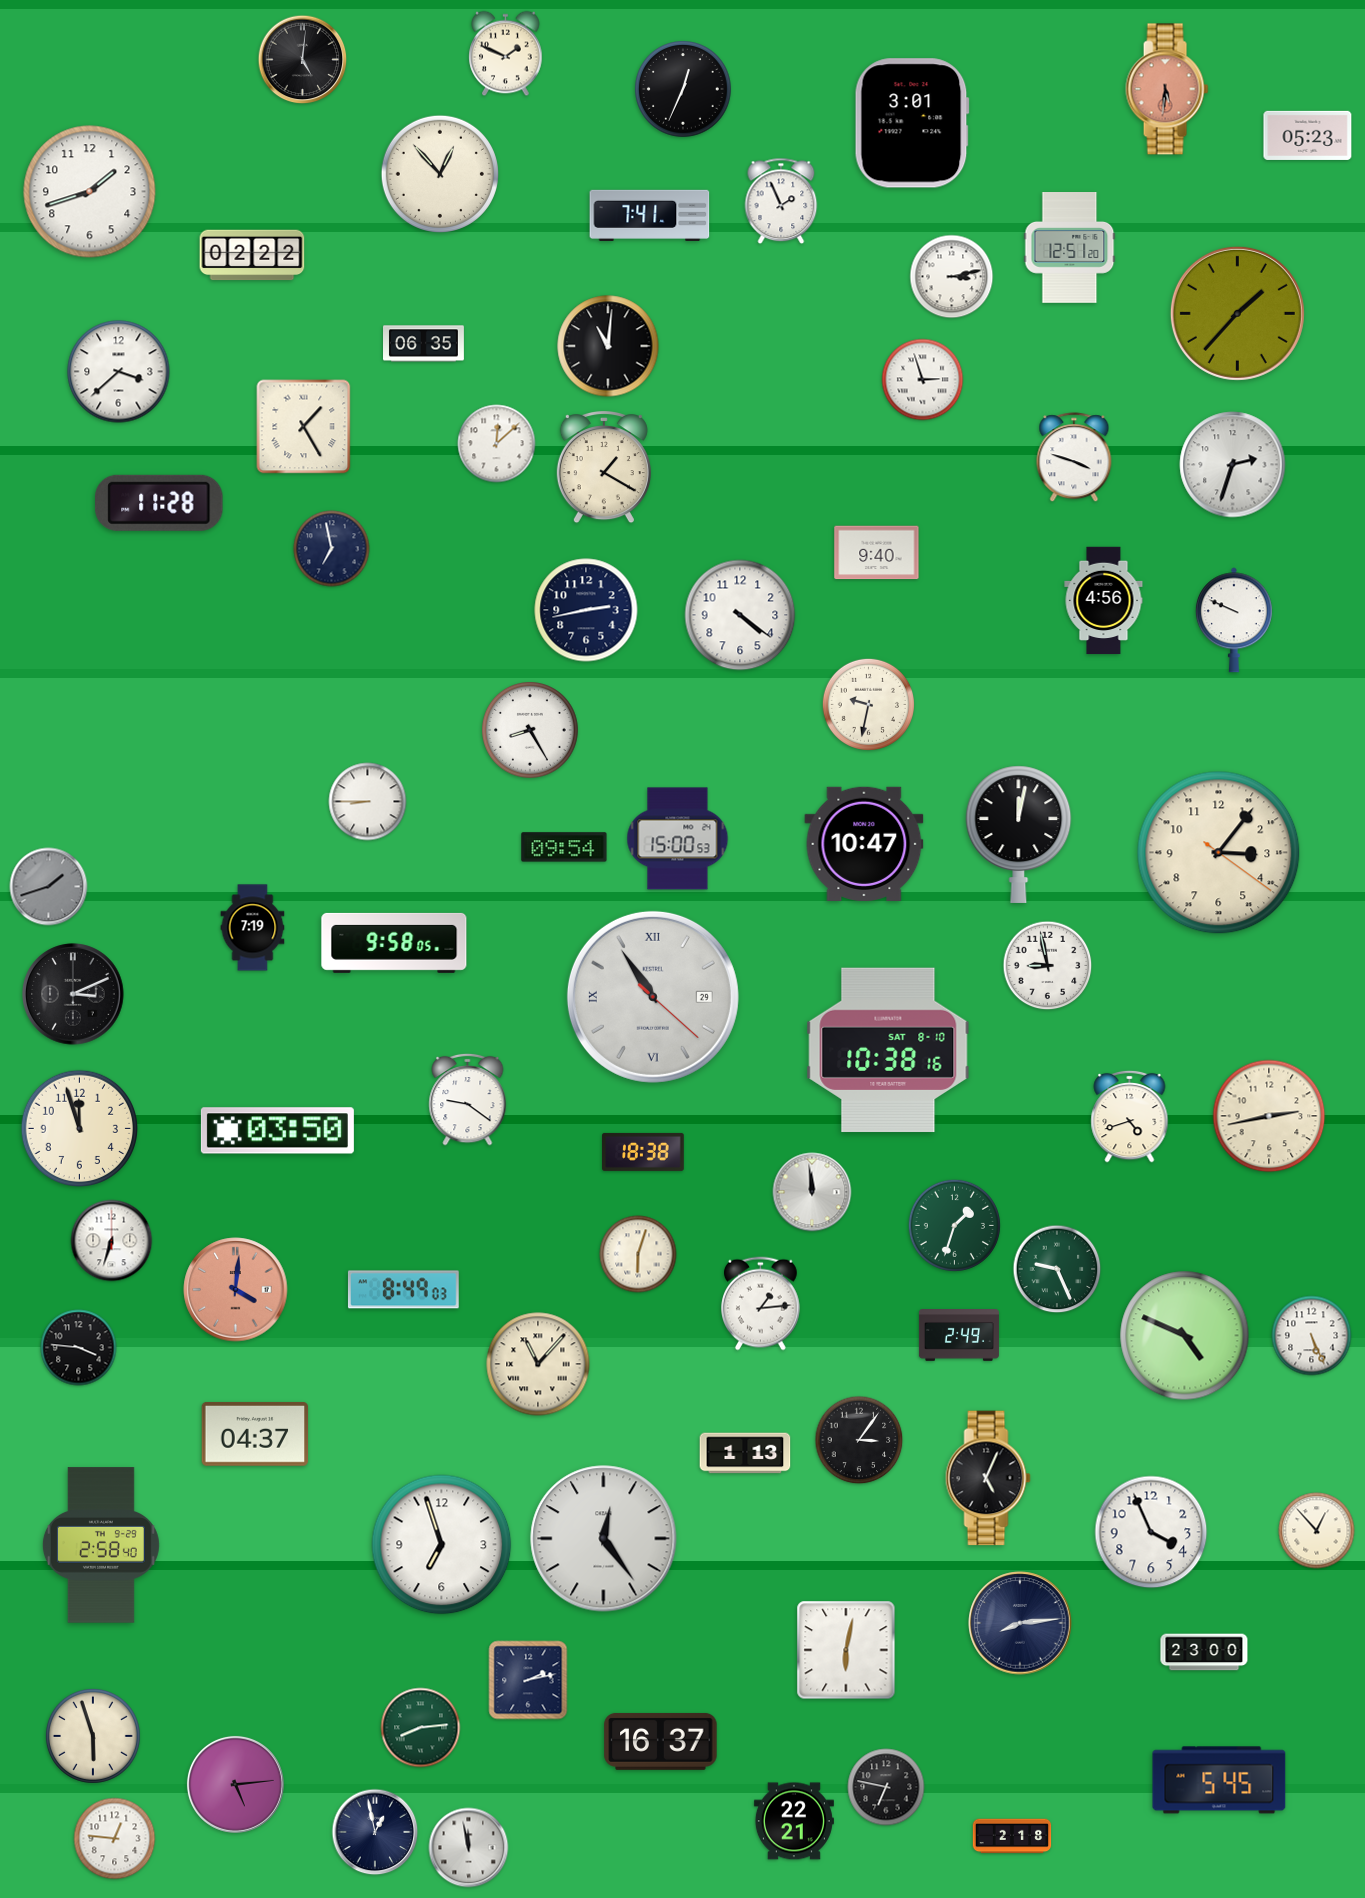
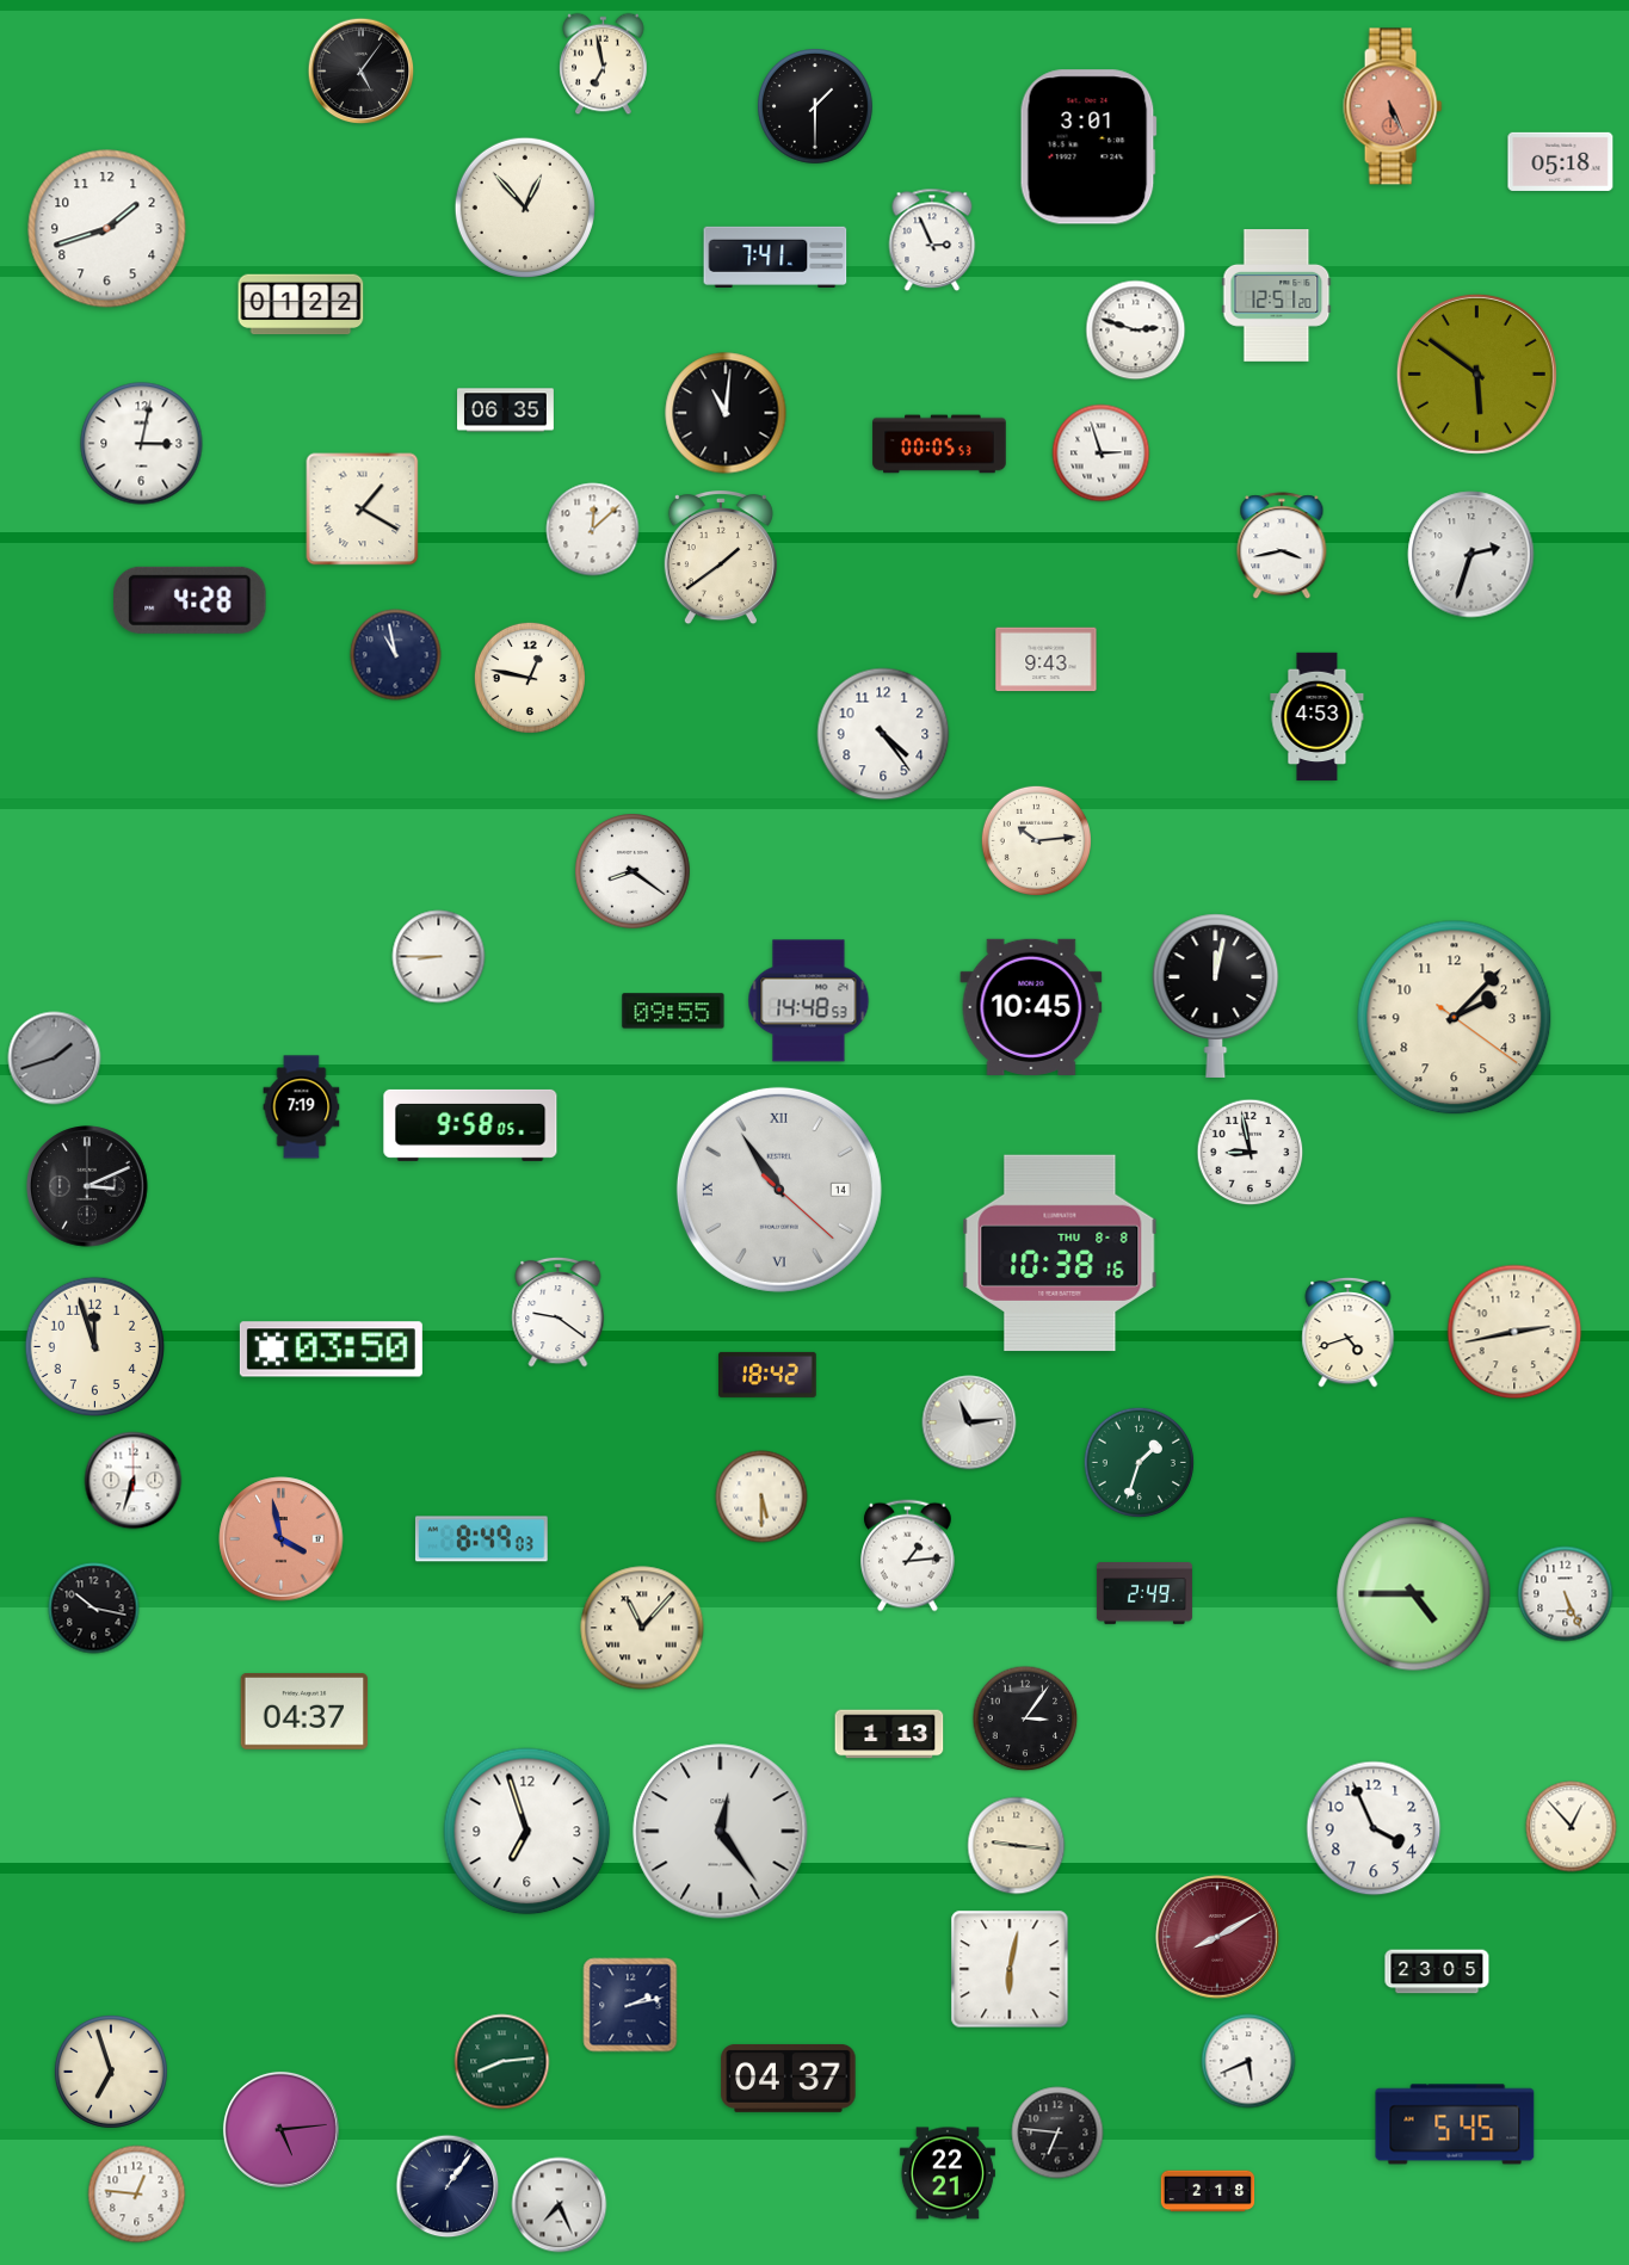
clock at (506, 54): 1:49 -> 6:58
clock at (303, 60): 5:01 -> 5:06
clock at (1167, 89): 5:31 -> 5:26
clock at (684, 90): 12:34 -> 1:30
clock at (1308, 135): 05:23 -> 05:18
clock at (781, 201): 1:56 -> 2:56
clock at (252, 255): 02:22 -> 01:22
clock at (952, 277): 3:13 -> 2:48
clock at (1237, 313): 1:37 -> 5:51
clock at (119, 372): 3:38 -> 3:02
clock at (939, 444): none -> 00:05
clock at (304, 427): 1:25 -> 1:20
clock at (1074, 458): 3:48 -> 3:43
clock at (604, 468): 1:20 -> 1:39
clock at (159, 503): 11:28 -> 4:28
clock at (332, 549): 6:58 -> 10:58
clock at (877, 553): 9:40 -> 9:43
clock at (530, 678): none -> 12:47
clock at (1104, 601): 4:56 -> 4:53
clock at (586, 610): 2:43 -> none
clock at (740, 615): 4:21 -> 4:24
clock at (1234, 620): 9:49 -> none
clock at (868, 704): 9:32 -> 10:14
clock at (531, 731): 8:25 -> 8:21
clock at (678, 839): 15:00 -> 14:48
clock at (864, 844): 10:47 -> 10:45
clock at (564, 847): 09:54 -> 09:55
clock at (1219, 853): 3:06 -> 2:07
clock at (49, 887) position: (49, 887) -> (55, 1059)
clock at (653, 997) date: 29 -> 14
clock at (888, 1050) date: SAT 8-10 -> THU 8-8
clock at (643, 1152): 18:38 -> 18:42
clock at (812, 1192): 11:59 -> 11:14
clock at (638, 1254): 6:03 -> 5:30
clock at (1057, 1269): 9:26 -> none
clock at (236, 1290): 4:01 -> 3:58
clock at (1185, 1336): 4:49 -> 4:45
clock at (79, 1348): 3:46 -> 10:17
clock at (988, 1478): 5:04 -> none
clock at (604, 1539) position: (604, 1539) -> (721, 1832)
clock at (101, 1545): 2:58 -> none
clock at (442, 1545) position: (442, 1545) -> (527, 1832)
clock at (1017, 1846): none -> 9:16
clock at (1020, 1623): 8:14 -> 8:10
clock at (1020, 1623) dial: navy -> burgundy
clock at (1204, 1652): 23:00 -> 23:05
clock at (1248, 2061): none -> 5:41
clock at (93, 1736): 5:57 -> 6:57
clock at (661, 1741): 16:37 -> 04:37
clock at (886, 1787): 6:47 -> 6:46
clock at (375, 1832): 12:58 -> 1:06
clock at (469, 1848): 11:58 -> 7:26
